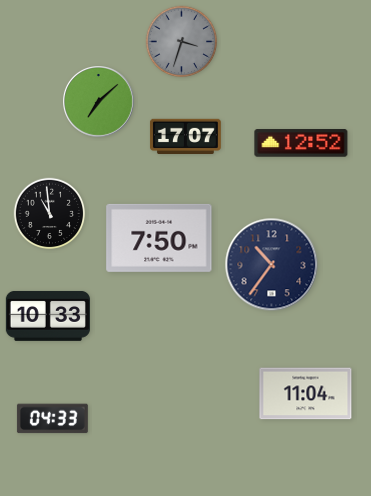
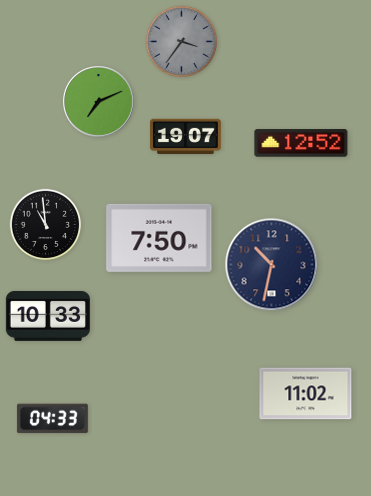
clock at (182, 42): 3:33 -> 3:36
clock at (99, 102): 7:08 -> 7:11
clock at (186, 136): 17:07 -> 19:07
clock at (50, 214) position: (50, 214) -> (46, 225)
clock at (272, 265): 10:36 -> 10:32
clock at (306, 394): 11:04 -> 11:02
